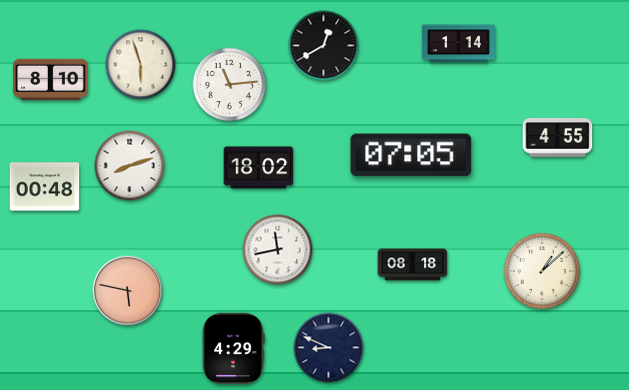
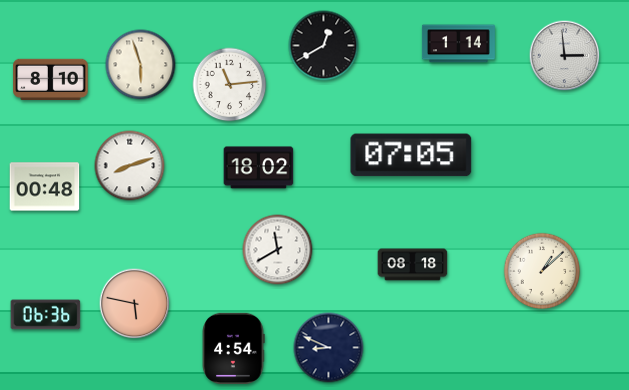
clock at (565, 56): none -> 2:59
clock at (558, 138): 4:55 -> none
clock at (278, 250): 11:43 -> 11:40
clock at (128, 291) position: (128, 291) -> (135, 304)
clock at (46, 315): none -> 06:36
clock at (233, 348): 4:29 -> 4:54
